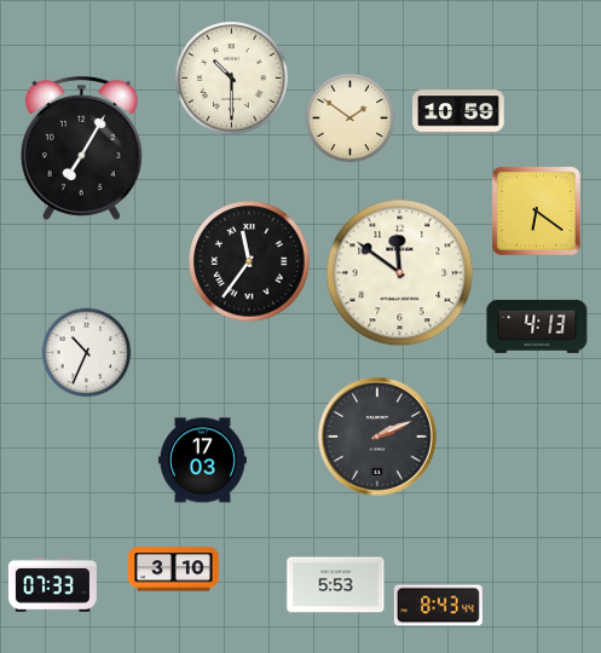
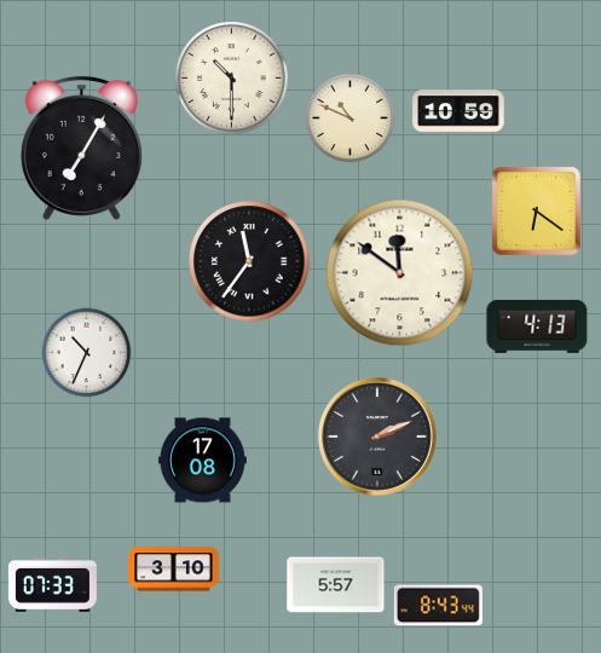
clock at (351, 119): 1:51 -> 10:49
clock at (202, 461): 17:03 -> 17:08
clock at (336, 585): 5:53 -> 5:57
